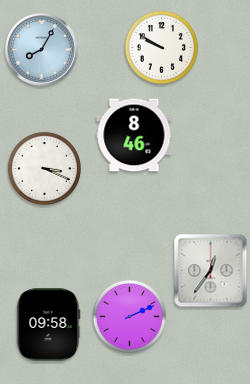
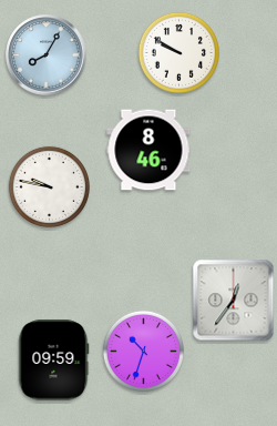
clock at (44, 168): 3:19 -> 9:47
clock at (129, 316): 2:11 -> 10:33
clock at (49, 325): 09:58 -> 09:59
